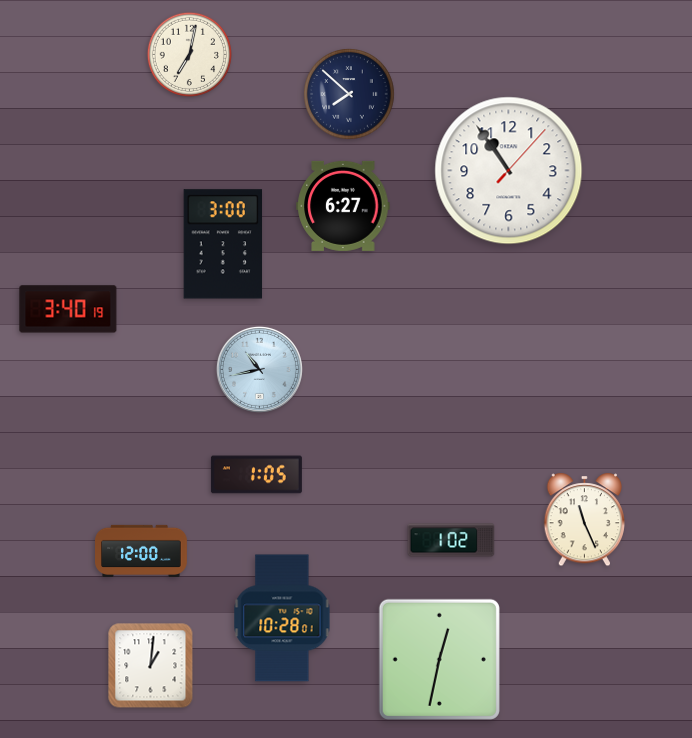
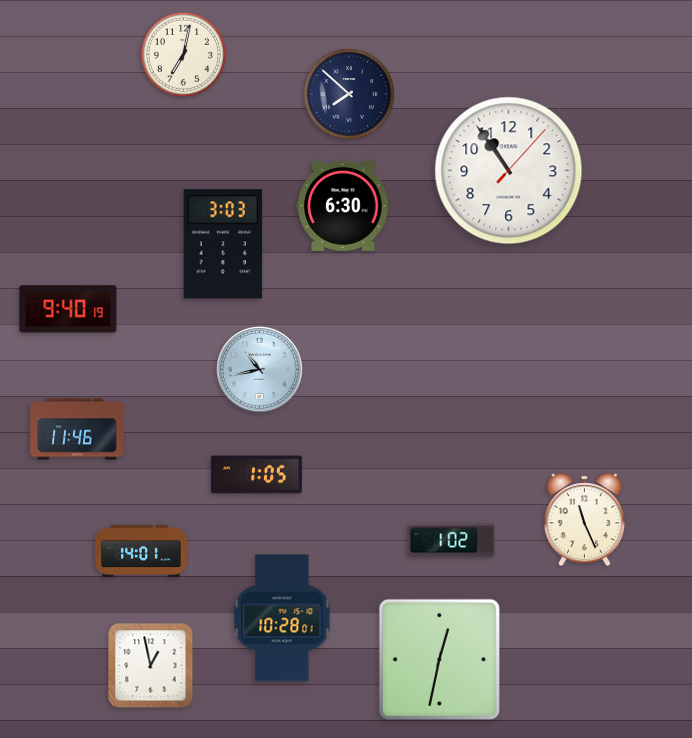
clock at (189, 54) position: (189, 54) -> (183, 54)
clock at (343, 206): 6:27 -> 6:30
clock at (223, 244): 3:00 -> 3:03
clock at (68, 309): 3:40 -> 9:40
clock at (77, 429): none -> 11:46
clock at (141, 550): 12:00 -> 14:01
clock at (151, 666): 1:01 -> 12:58
